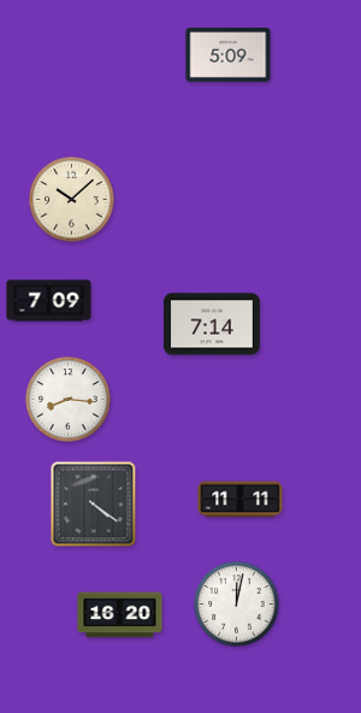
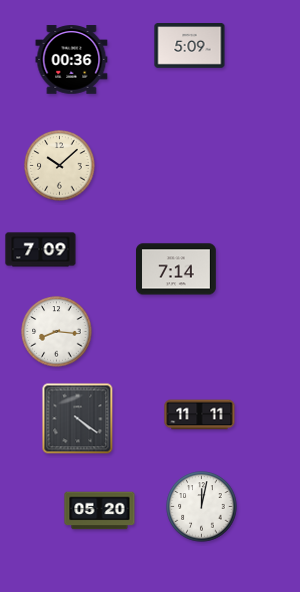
clock at (72, 60): none -> 00:36
clock at (237, 605) position: (237, 605) -> (202, 507)
clock at (120, 615): 16:20 -> 05:20
